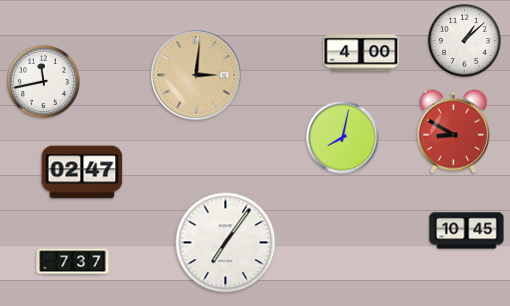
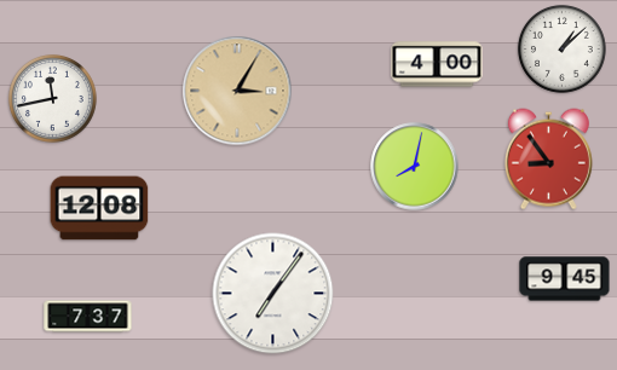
clock at (196, 75): 3:01 -> 3:05
clock at (453, 132): 8:50 -> 8:54
clock at (82, 172): 02:47 -> 12:08
clock at (467, 231): 10:45 -> 9:45
